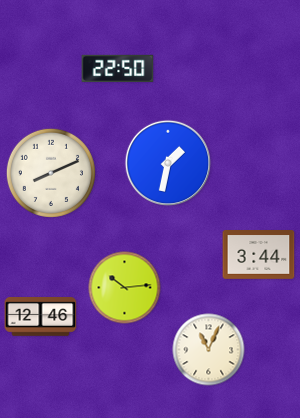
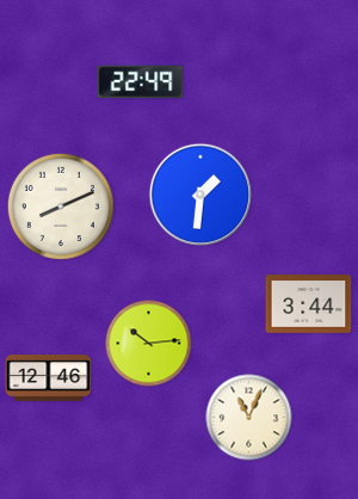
clock at (118, 68): 22:50 -> 22:49
clock at (167, 162): 1:32 -> 1:31
